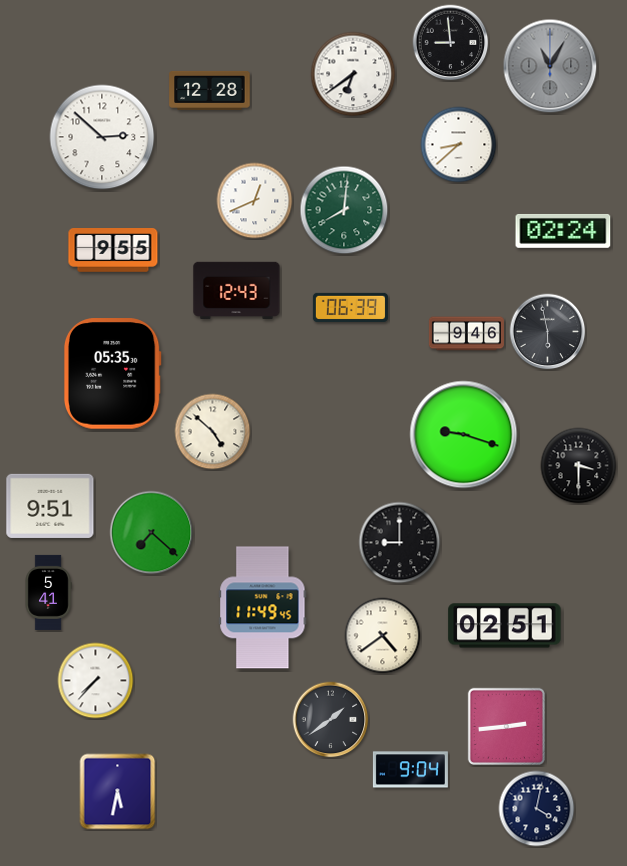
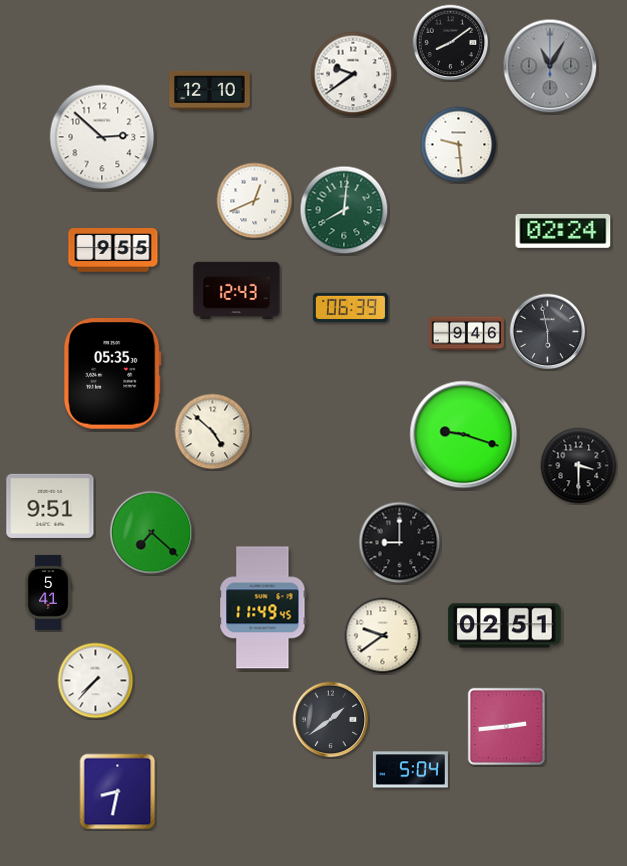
clock at (451, 43): 8:59 -> 8:09
clock at (353, 74): 6:39 -> 9:39
clock at (210, 90): 12:28 -> 12:10
clock at (459, 145): 8:38 -> 9:29
clock at (383, 636): 4:39 -> 9:39
clock at (410, 770): 9:04 -> 5:04
clock at (118, 792): 5:32 -> 8:32
clock at (537, 809): 4:02 -> none
